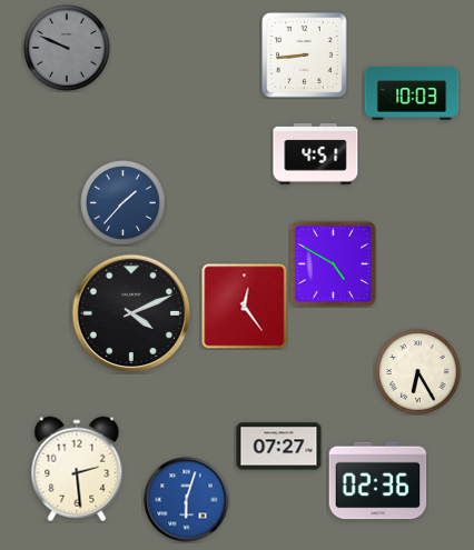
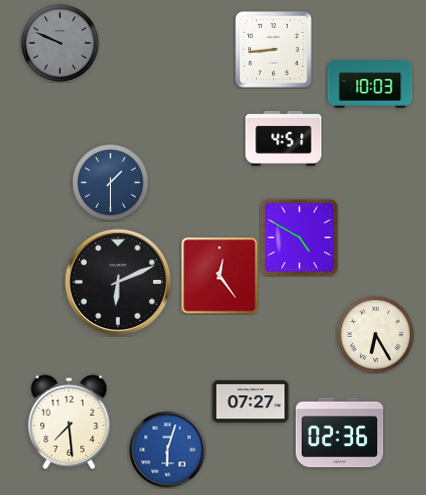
clock at (124, 203): 1:37 -> 1:30
clock at (131, 313): 4:11 -> 6:11
clock at (77, 469): 2:29 -> 7:29
